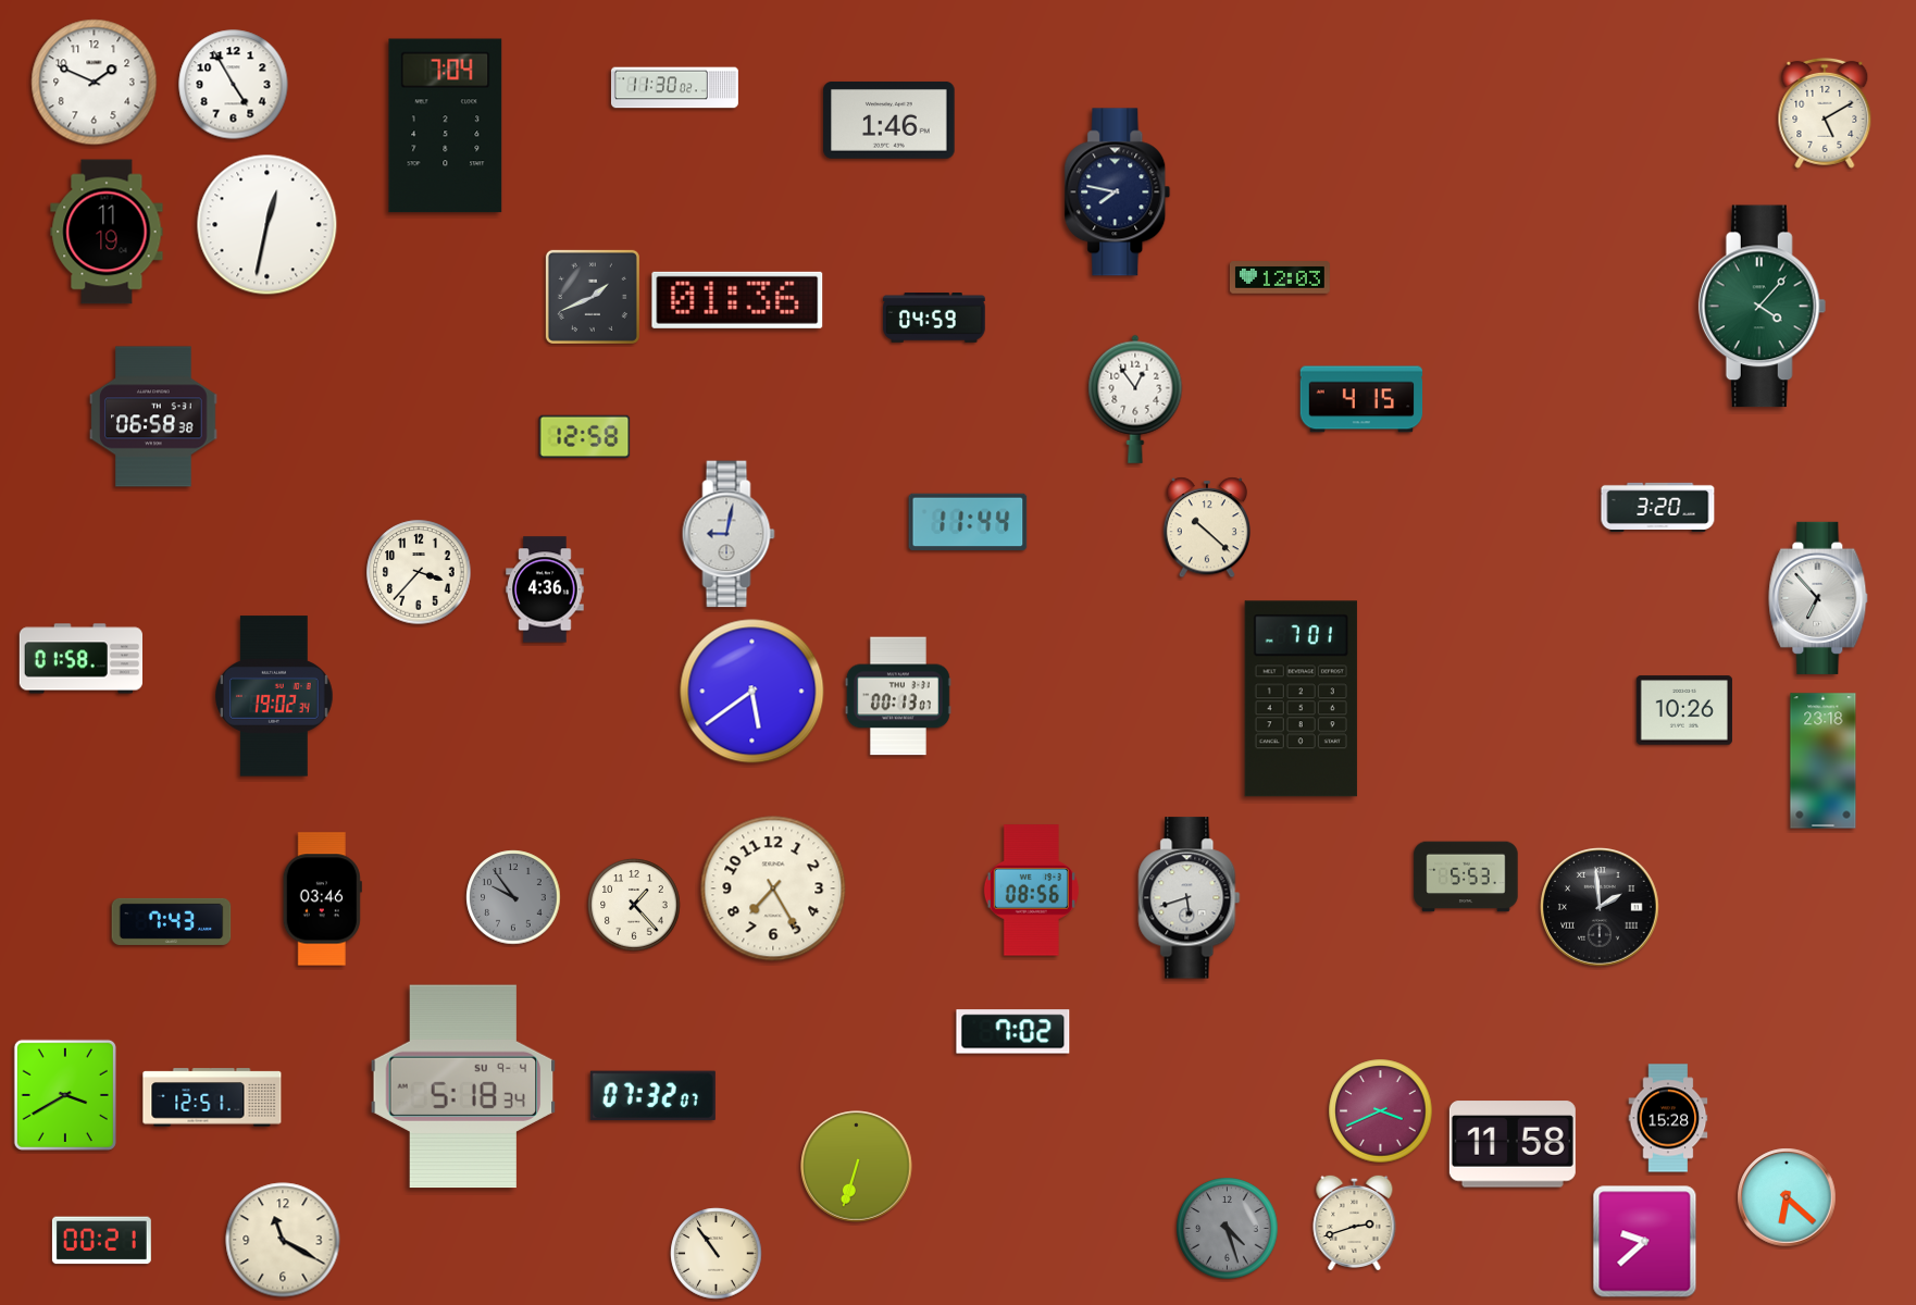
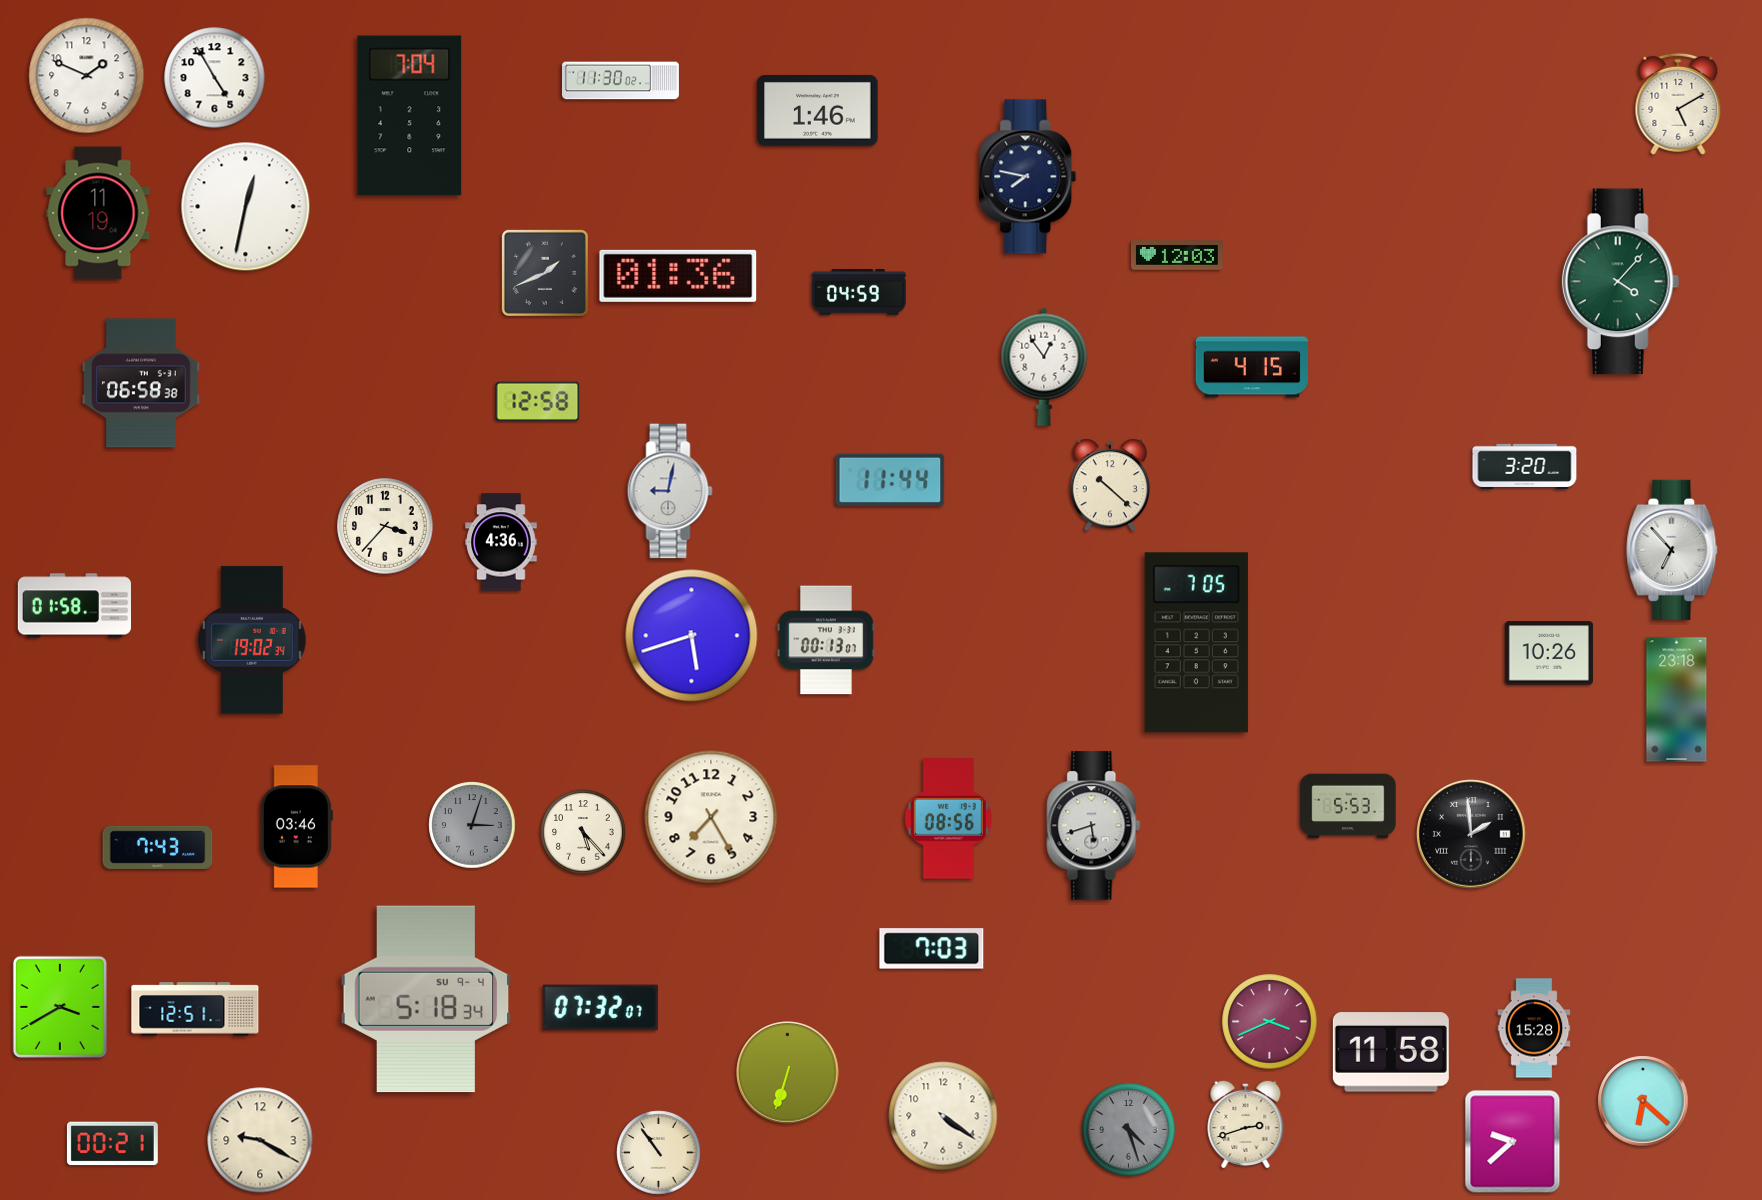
clock at (752, 692): 5:39 -> 5:42
clock at (1301, 699): 7:01 -> 7:05
clock at (513, 897): 9:54 -> 3:03
clock at (634, 905): 1:23 -> 5:23
clock at (1013, 1032): 7:02 -> 7:03
clock at (943, 1116): none -> 4:21
clock at (283, 1240): 11:20 -> 9:20
clock at (101, 1241) position: (101, 1241) -> (112, 1144)
